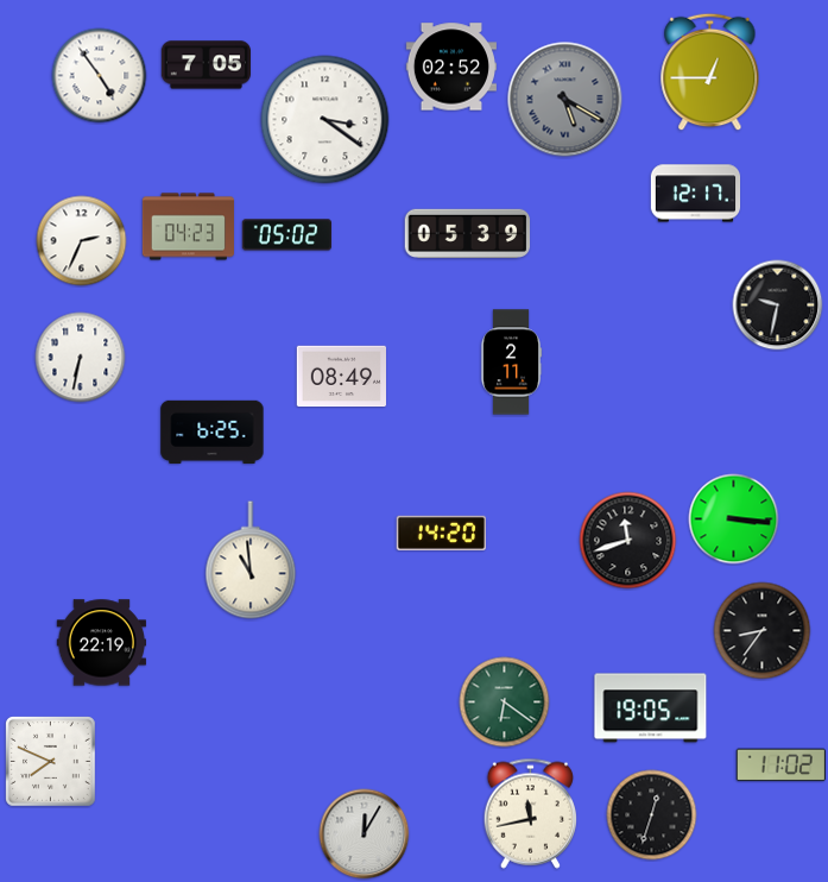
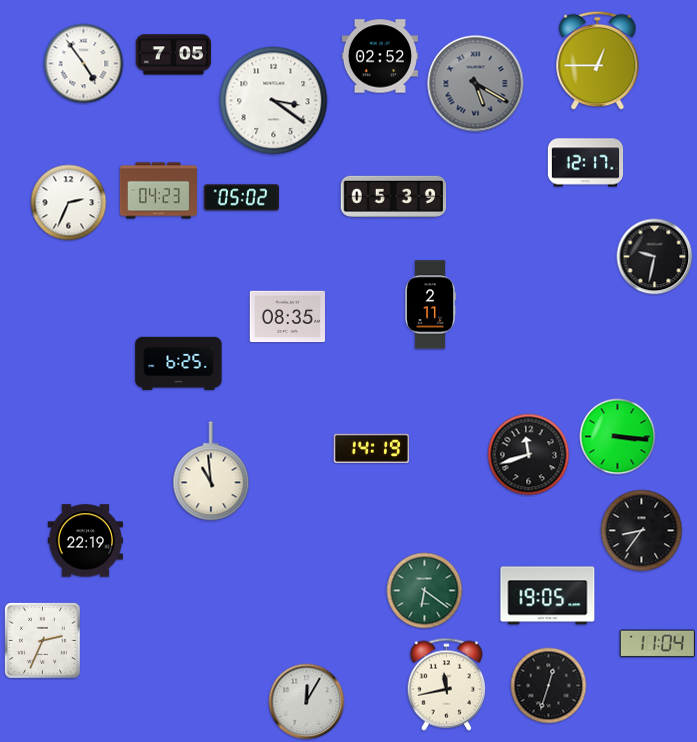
clock at (81, 358): 6:32 -> none
clock at (341, 377): 08:49 -> 08:35
clock at (441, 533): 14:20 -> 14:19
clock at (51, 762): 7:49 -> 2:34
clock at (780, 766): 11:02 -> 11:04
